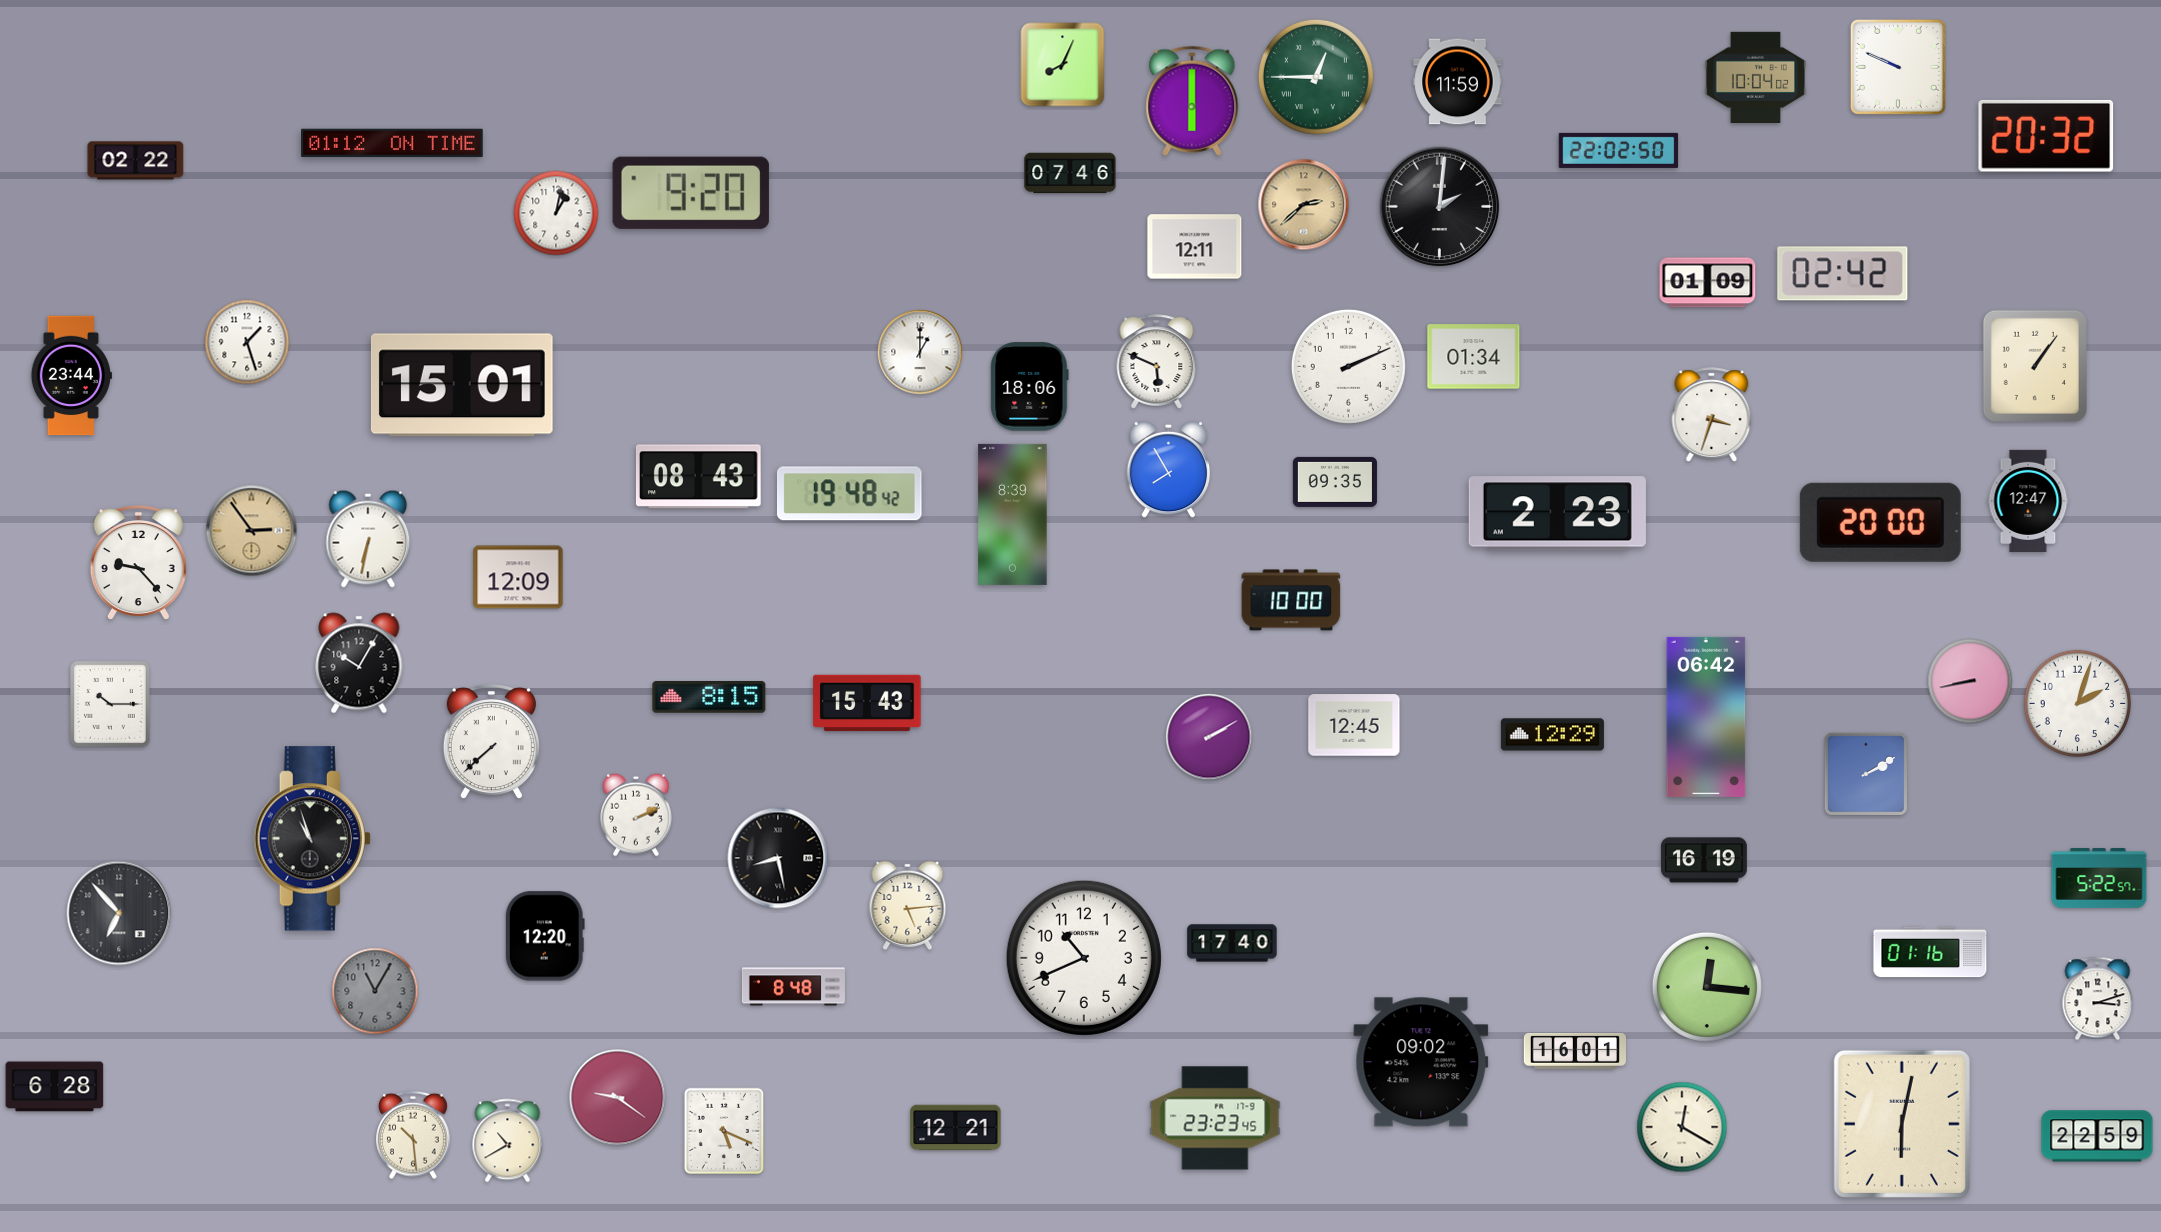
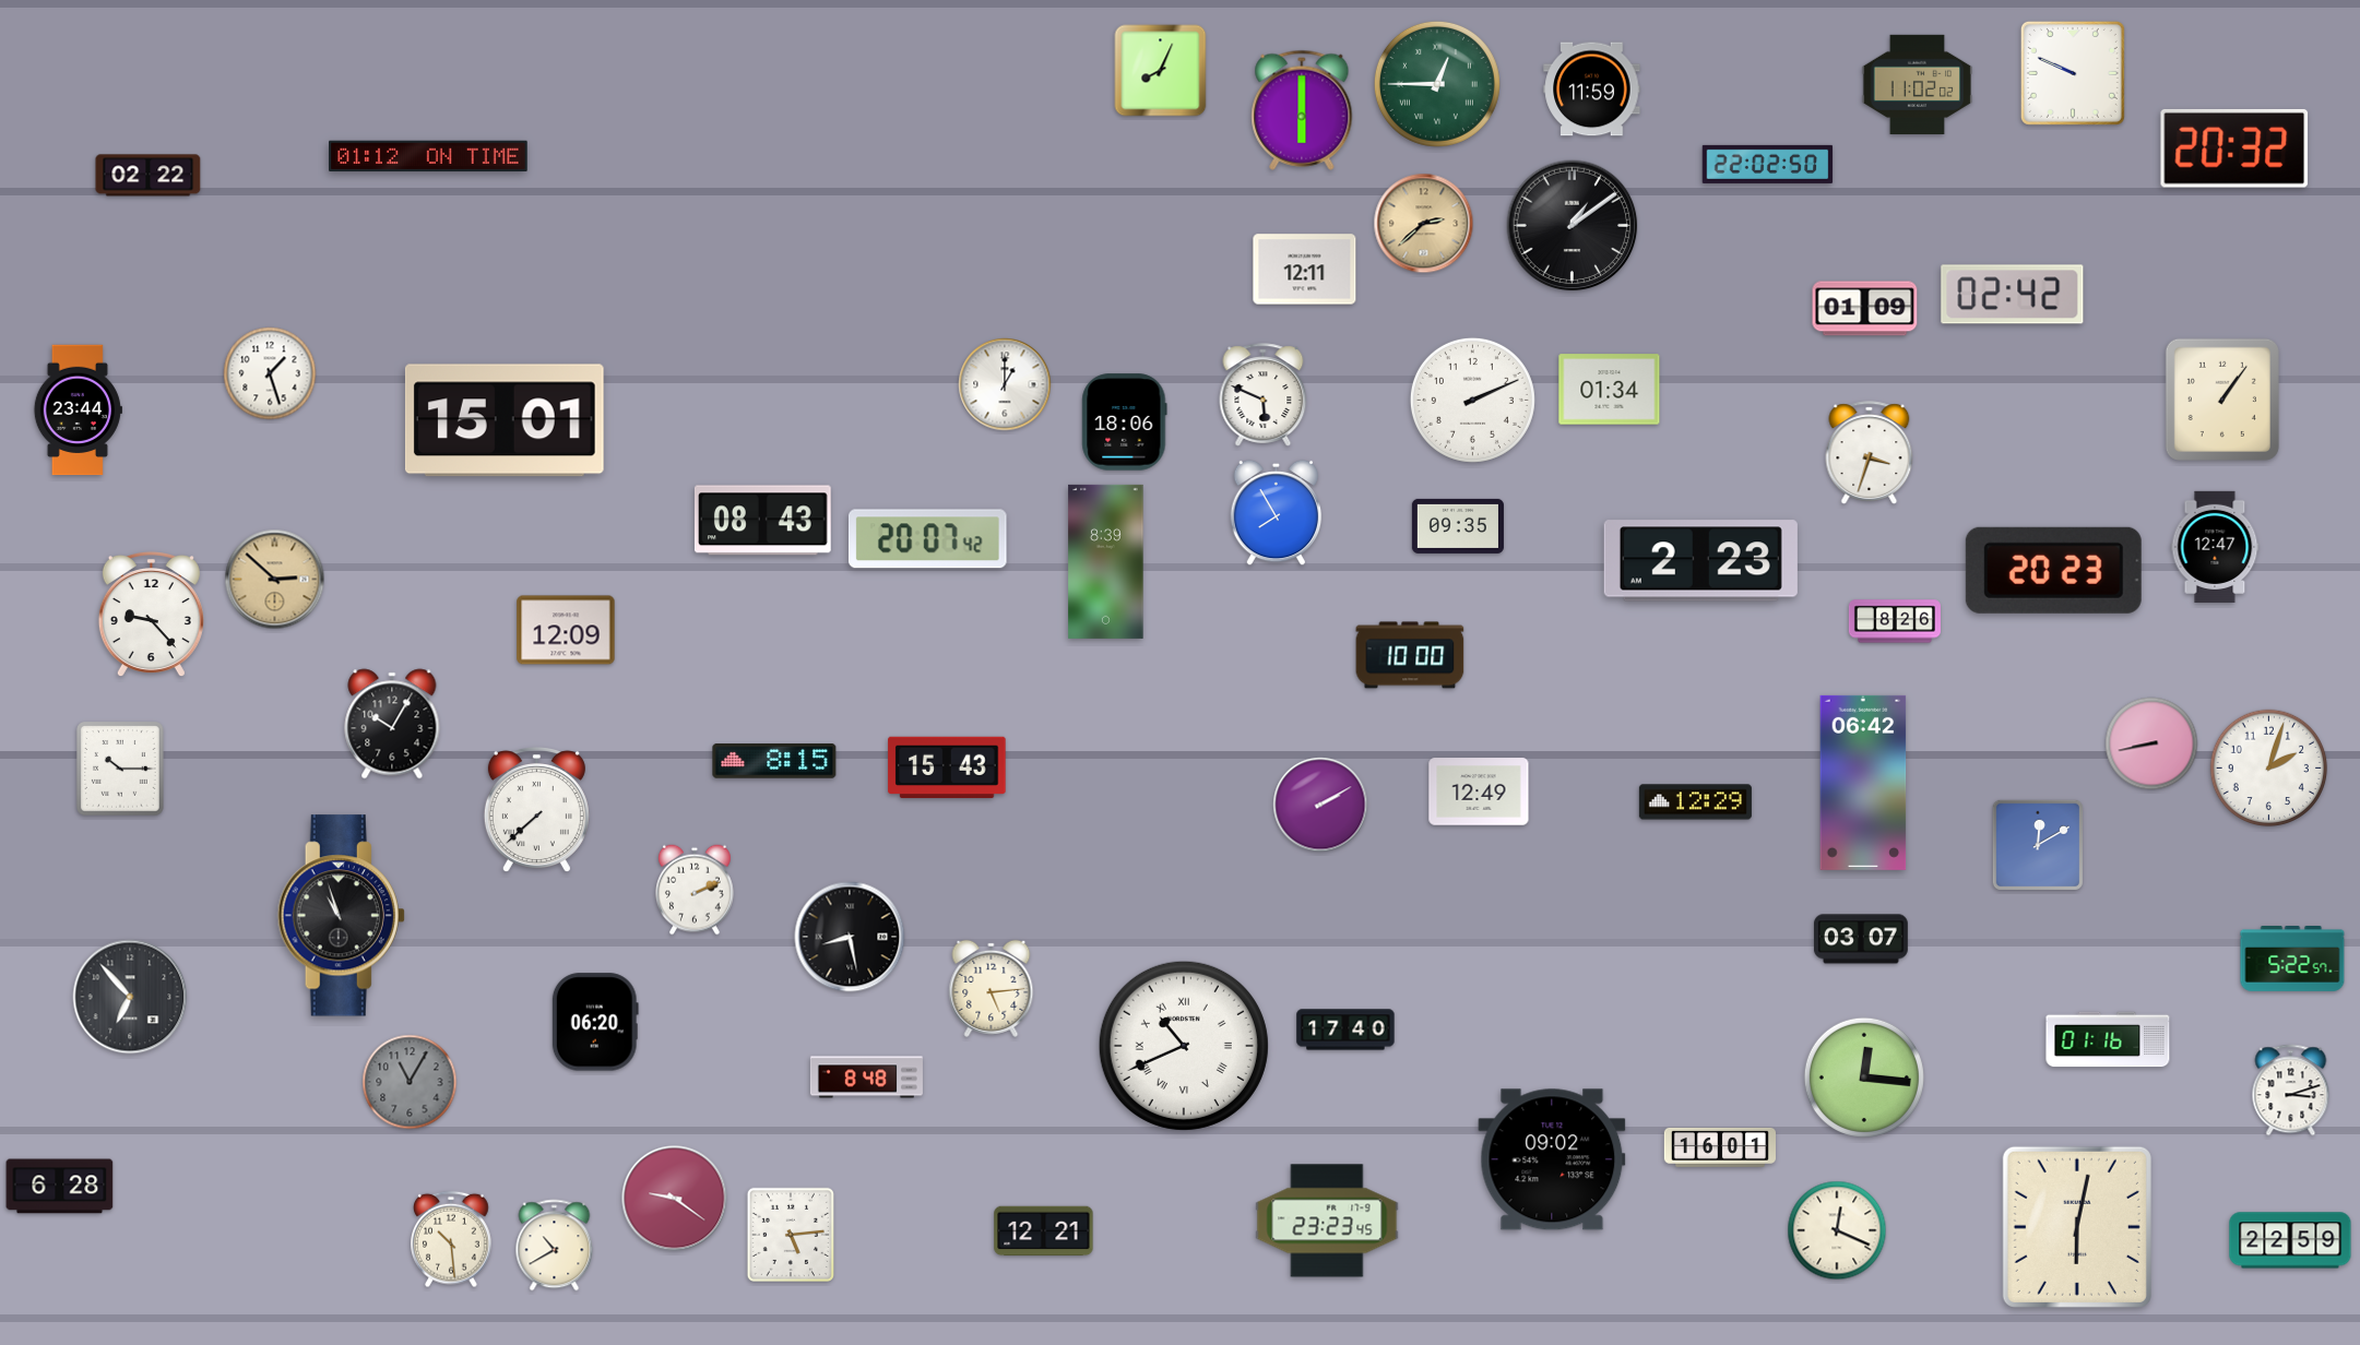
clock at (1756, 77): 10:04 -> 11:02
clock at (1070, 173): 07:46 -> none
clock at (691, 193): 9:20 -> none
clock at (1440, 207): 2:01 -> 1:09
clock at (556, 213): 1:02 -> none
clock at (1843, 274) position: (1843, 274) -> (2013, 295)
clock at (850, 494): 19:48 -> 20:07
clock at (1880, 522): 20:00 -> 20:23
clock at (252, 531): 2:54 -> 2:52
clock at (368, 539): 6:32 -> none
clock at (1895, 621): none -> 8:26
clock at (1354, 725): 12:45 -> 12:49
clock at (1866, 774): 2:10 -> 12:10
clock at (1704, 860): 16:19 -> 03:07
clock at (545, 936): 12:20 -> 06:20
clock at (1084, 958) numerals: Arabic -> Roman
clock at (1682, 1127): 12:20 -> 12:19
clock at (724, 1131): 5:19 -> 5:14
